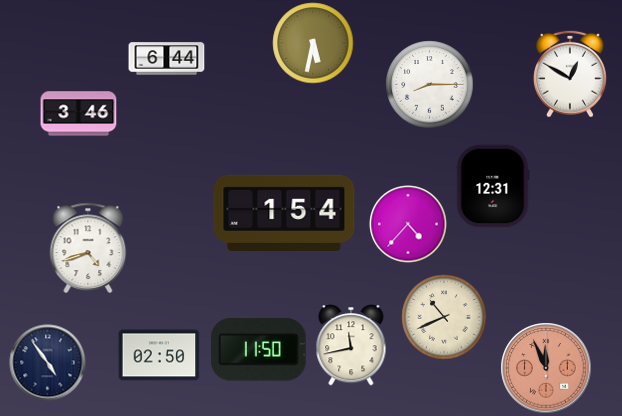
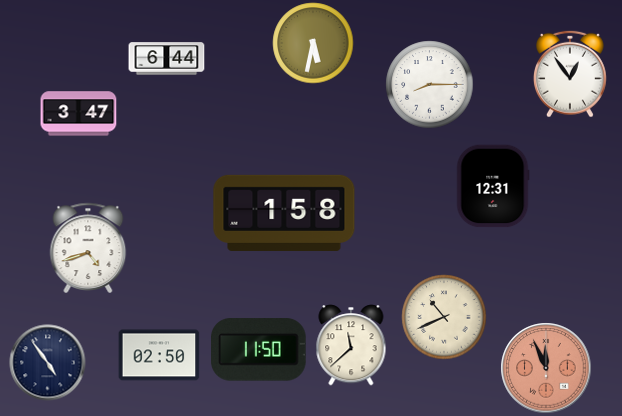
clock at (570, 74): 12:50 -> 12:54
clock at (79, 114): 3:46 -> 3:47
clock at (284, 213): 1:54 -> 1:58
clock at (408, 224): 4:37 -> none
clock at (351, 345): 11:43 -> 11:38
